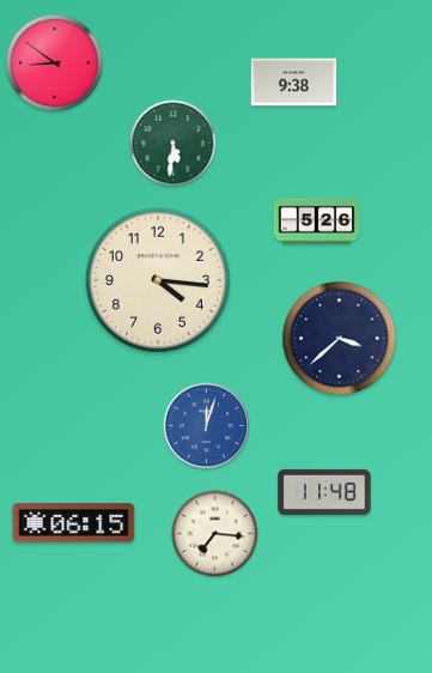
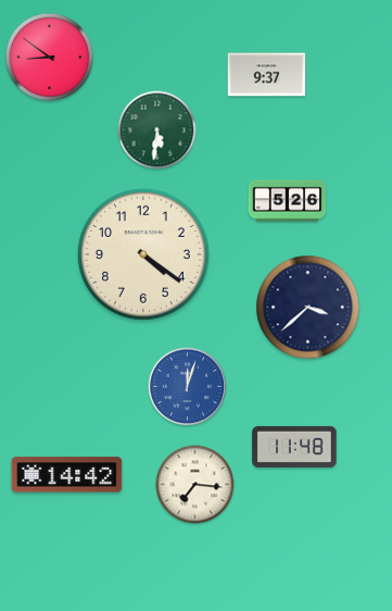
clock at (294, 83): 9:38 -> 9:37
clock at (158, 280): 4:16 -> 4:21
clock at (74, 523): 06:15 -> 14:42
